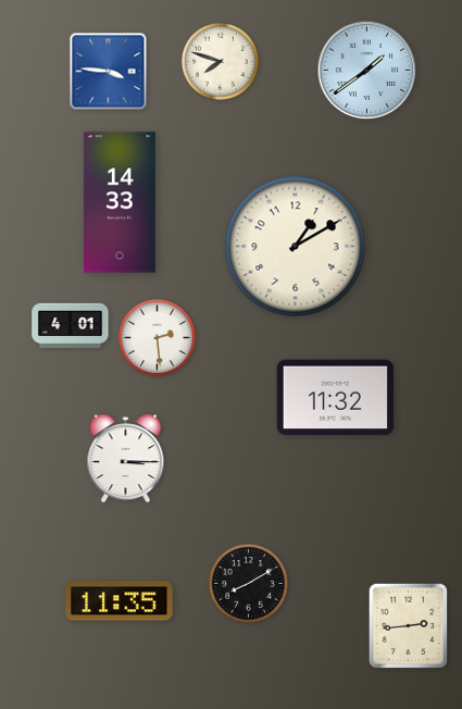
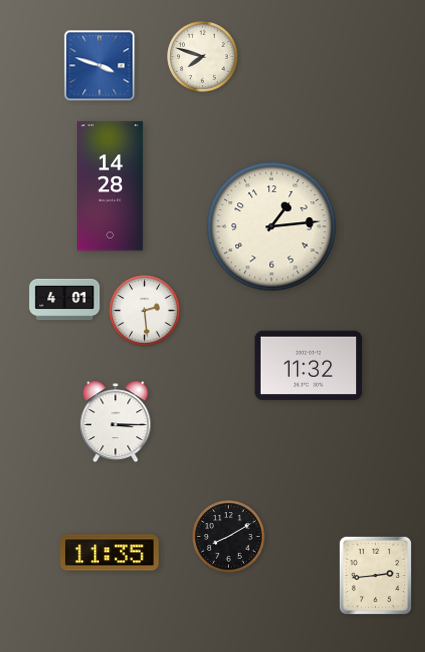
clock at (367, 71): 1:39 -> none
clock at (109, 72): 3:46 -> 3:48
clock at (121, 202): 14:33 -> 14:28
clock at (296, 247): 1:10 -> 1:14
